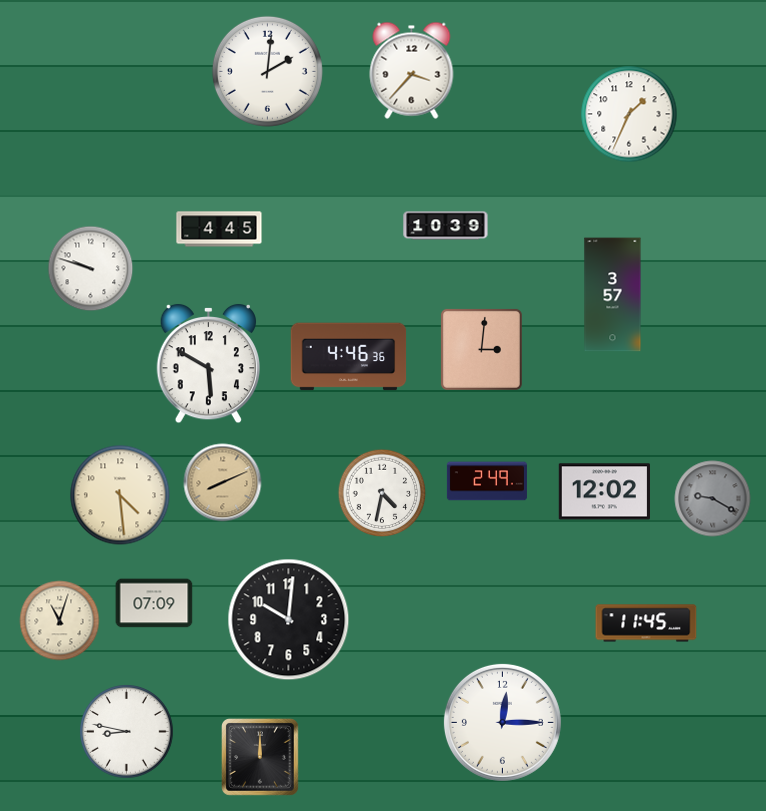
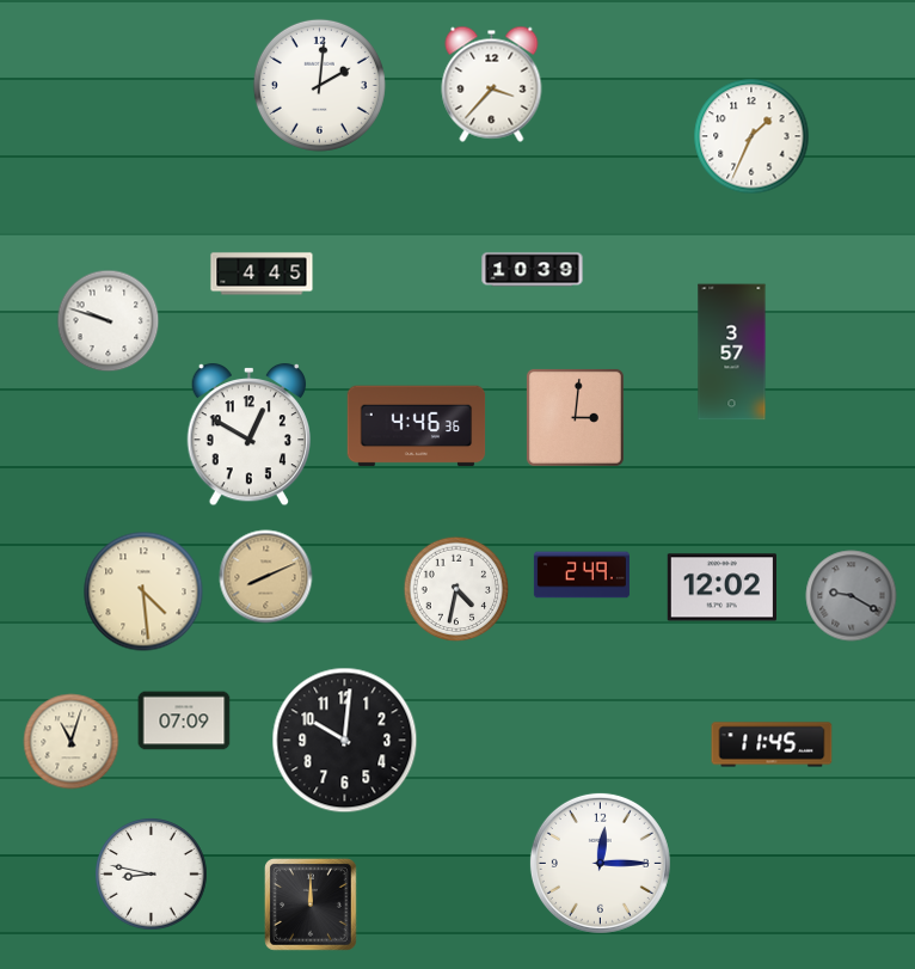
clock at (208, 364): 5:50 -> 12:50
